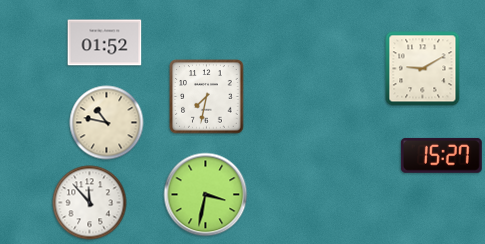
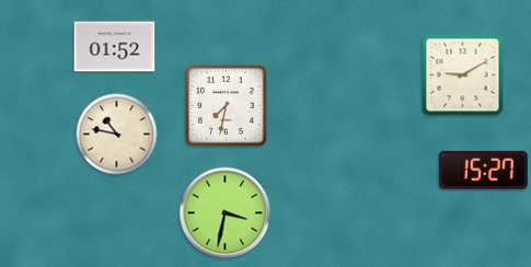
clock at (90, 203): 11:53 -> none
